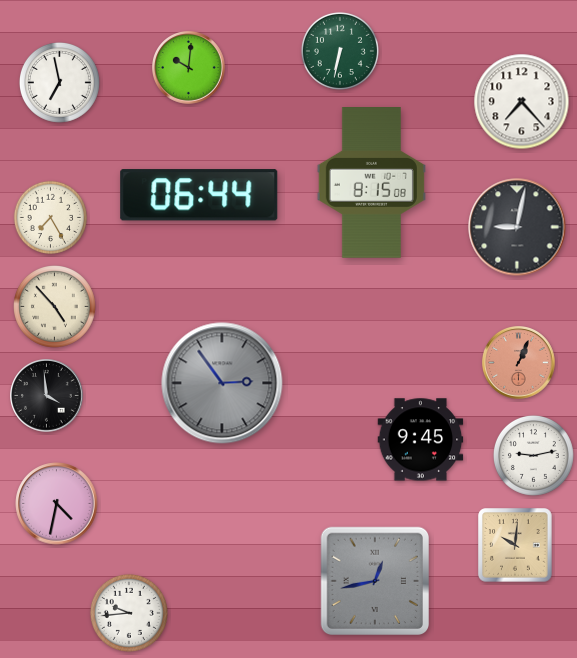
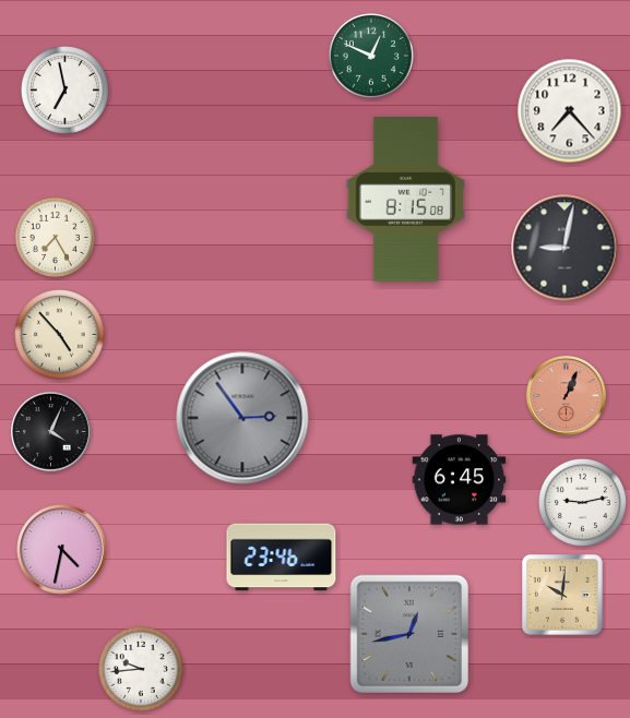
clock at (340, 51): 6:32 -> 12:49
clock at (189, 68): 10:01 -> none
clock at (199, 195): 06:44 -> none
clock at (47, 396): 3:59 -> 4:04
clock at (421, 440): 9:45 -> 6:45
clock at (533, 455) position: (533, 455) -> (582, 502)
clock at (282, 558): none -> 23:46
